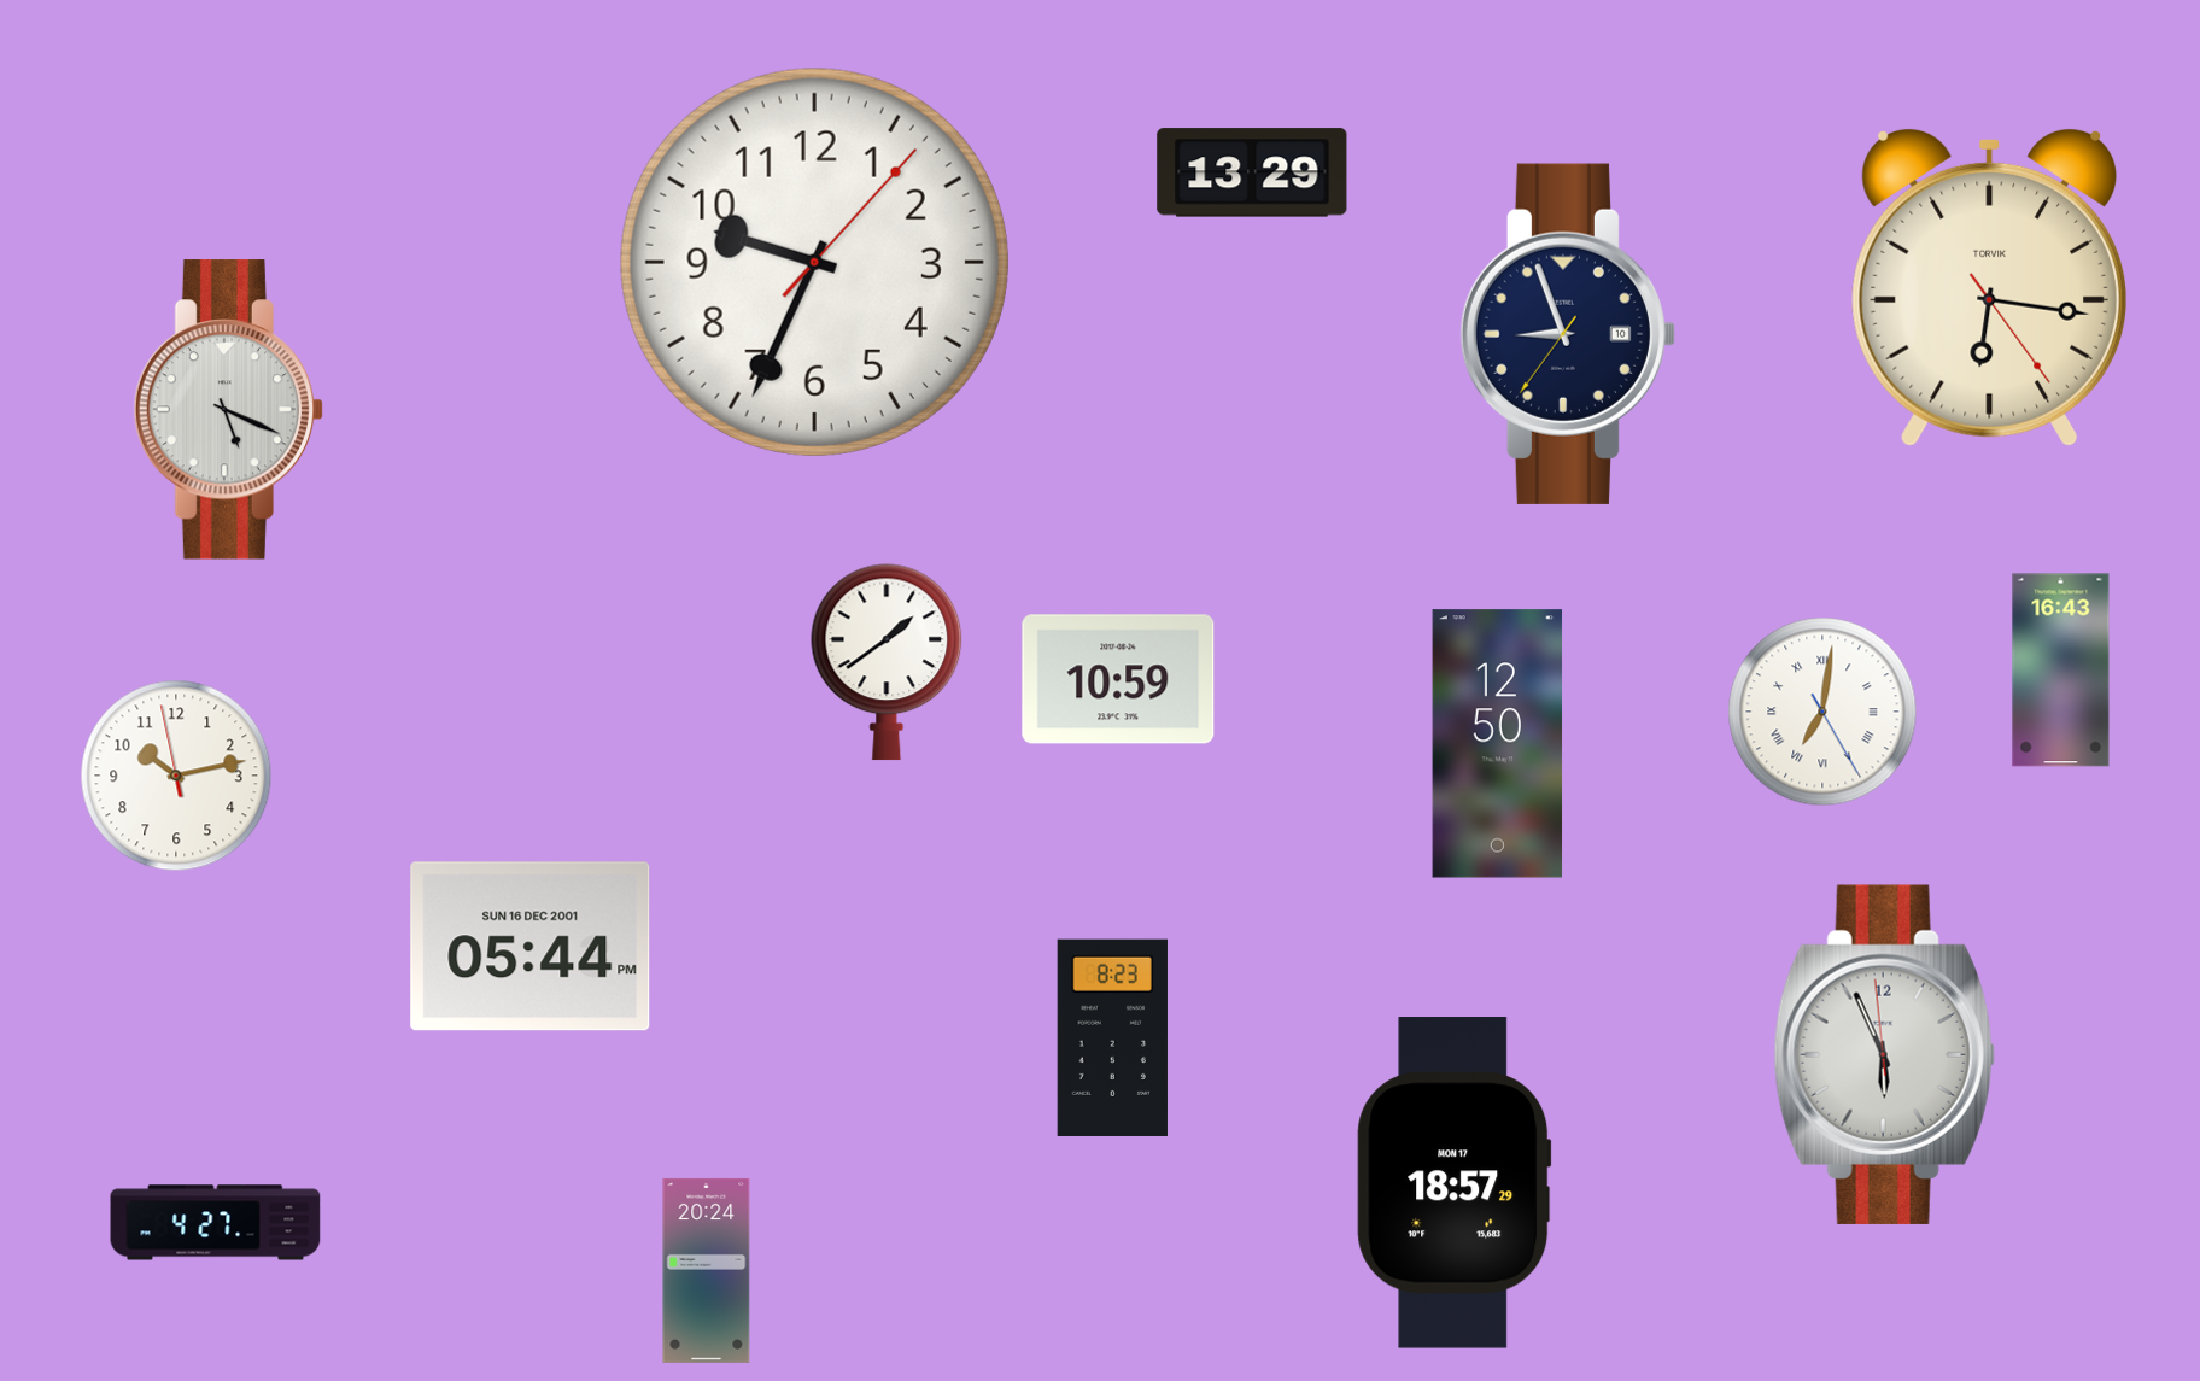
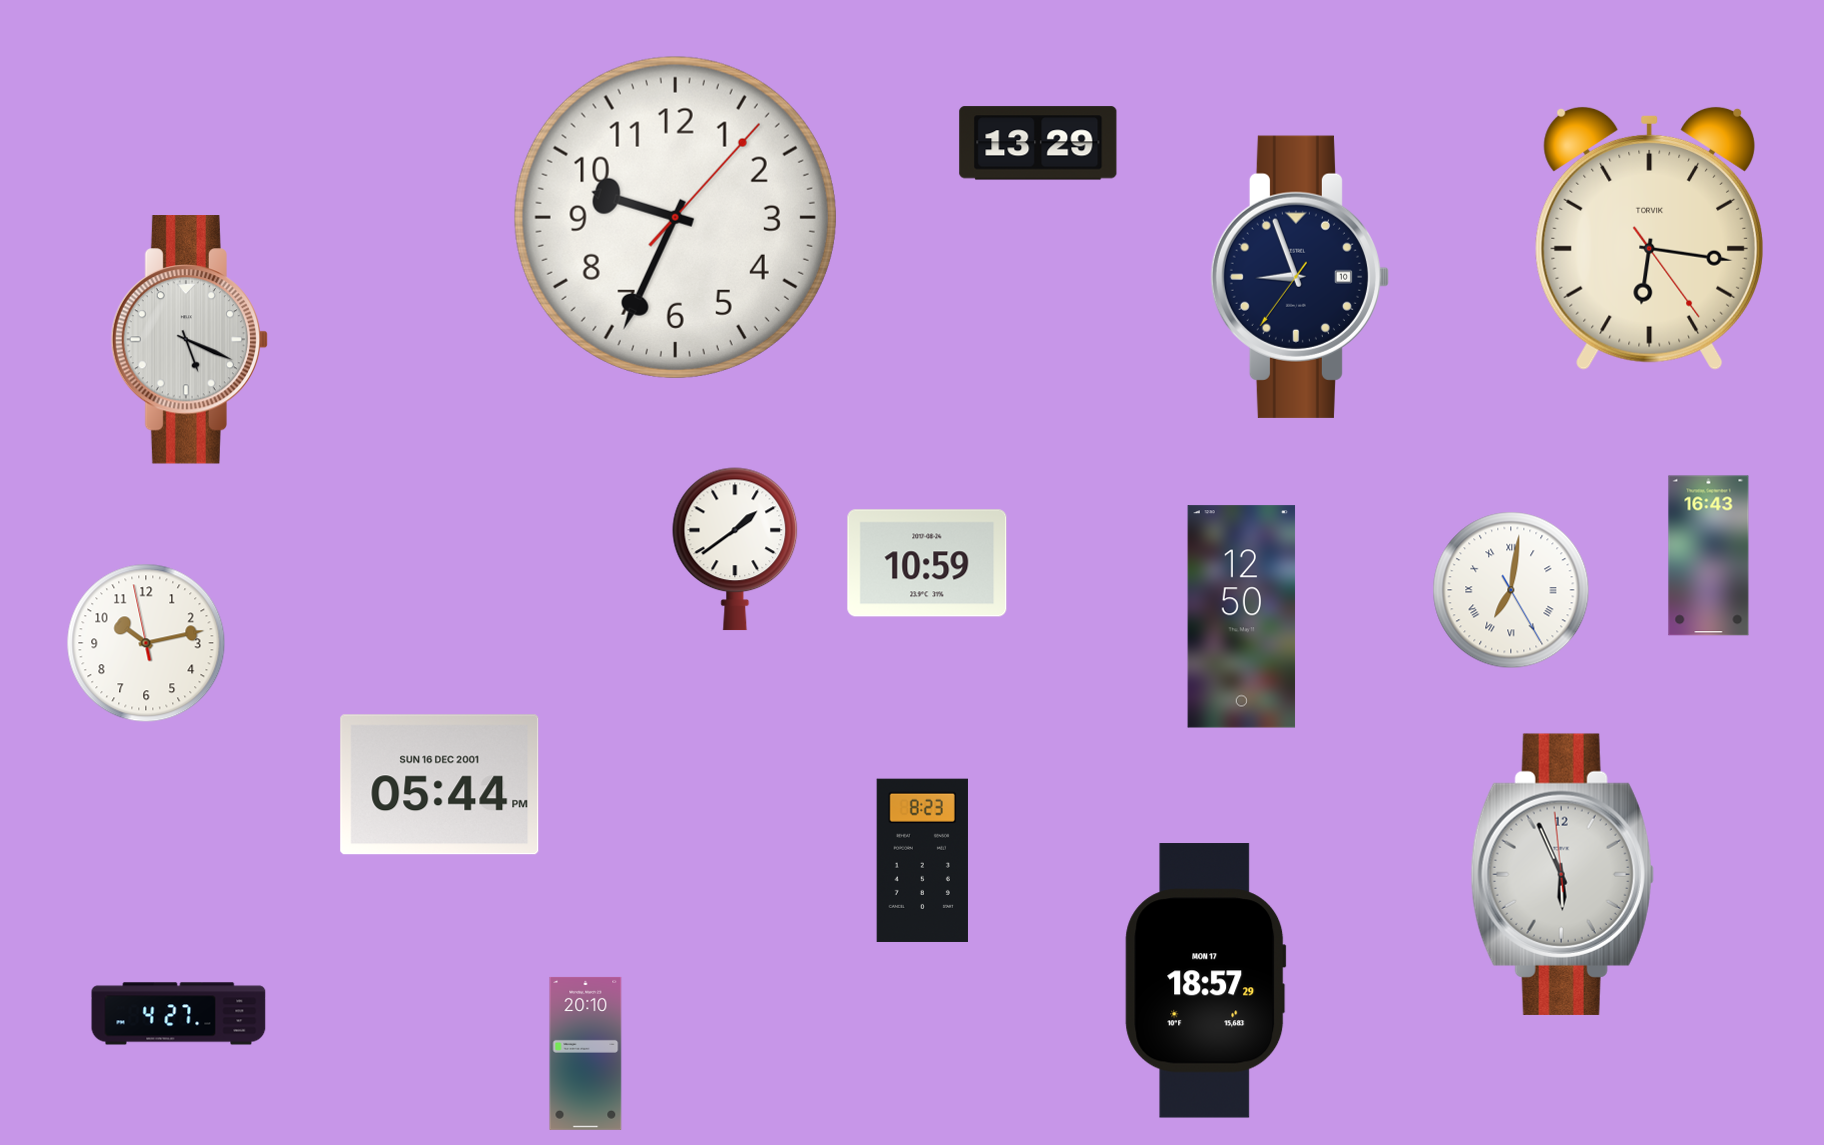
clock at (707, 1270): 20:24 -> 20:10
